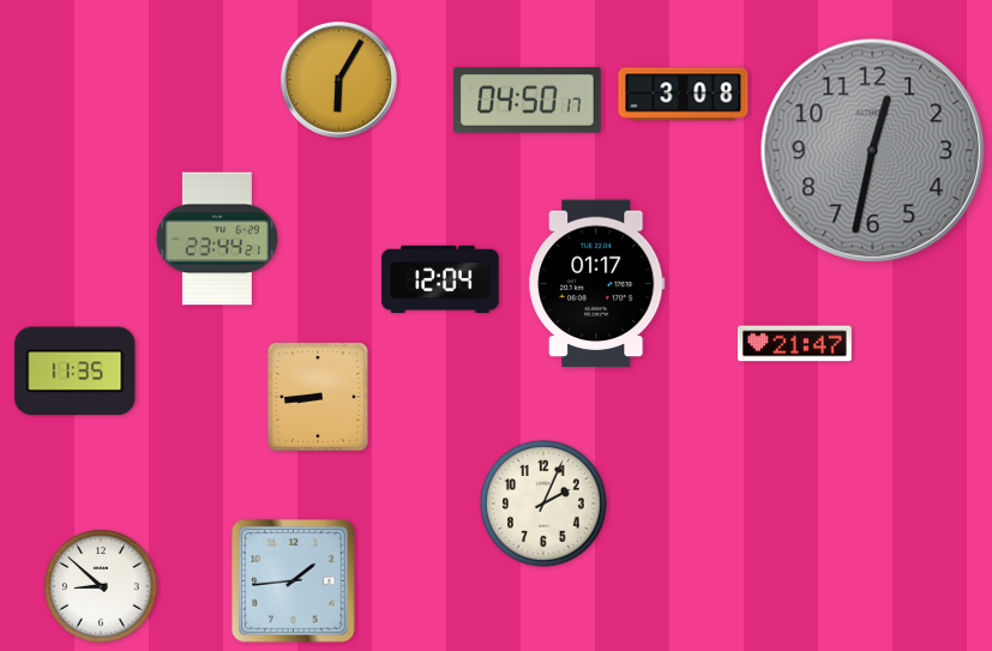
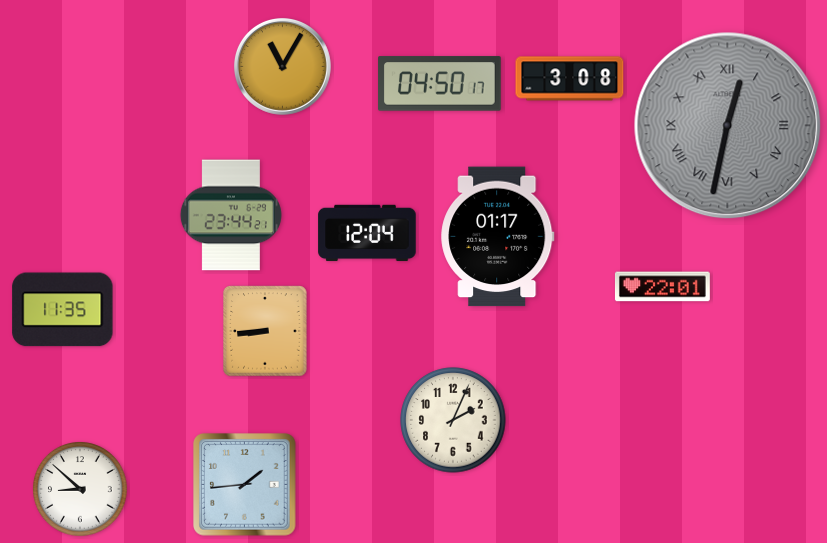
clock at (338, 79): 6:05 -> 11:05
clock at (873, 151) numerals: Arabic -> Roman
clock at (217, 239) position: (217, 239) -> (231, 215)
clock at (794, 344): 21:47 -> 22:01
clock at (101, 586) position: (101, 586) -> (80, 489)
